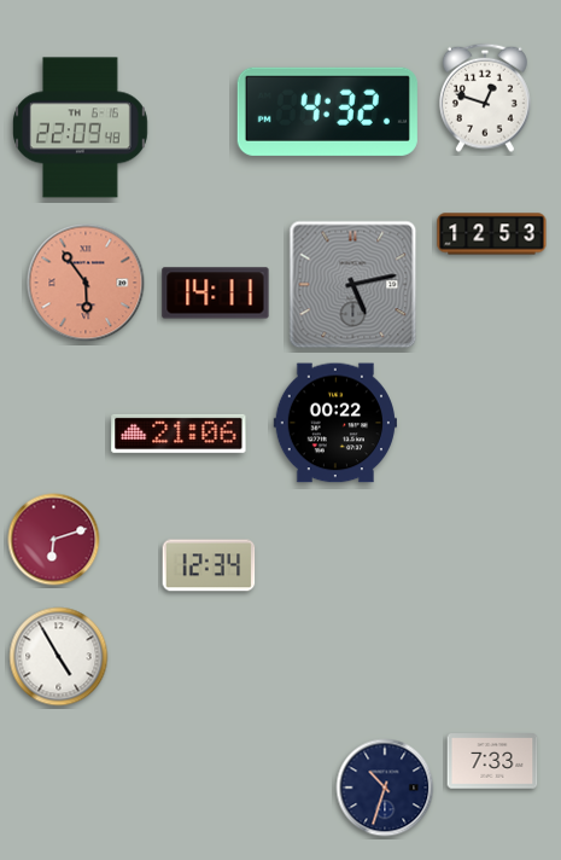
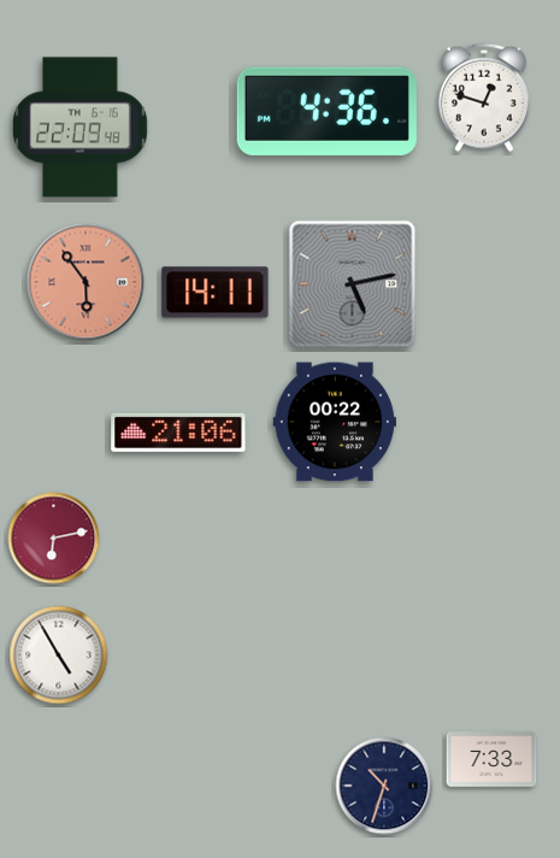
clock at (327, 111): 4:32 -> 4:36
clock at (492, 234): 12:53 -> none
clock at (54, 540): 6:12 -> 6:13
clock at (209, 565): 12:34 -> none
